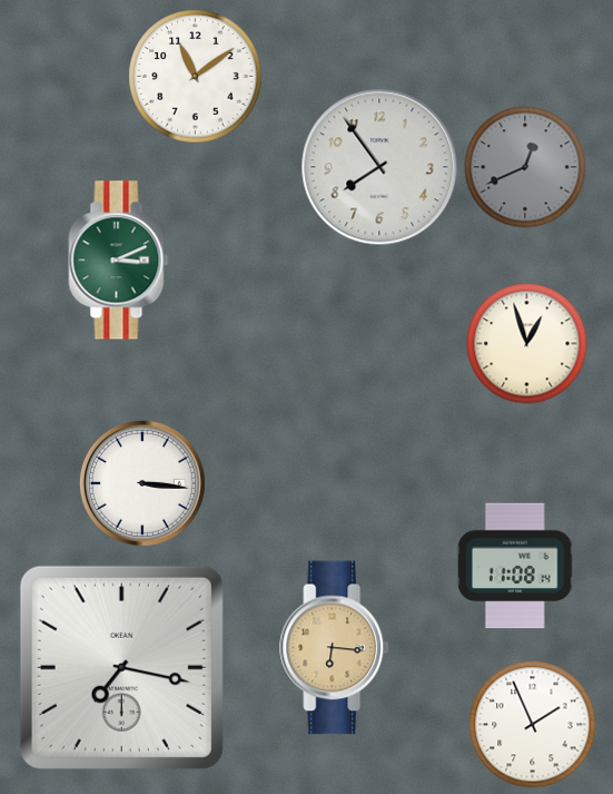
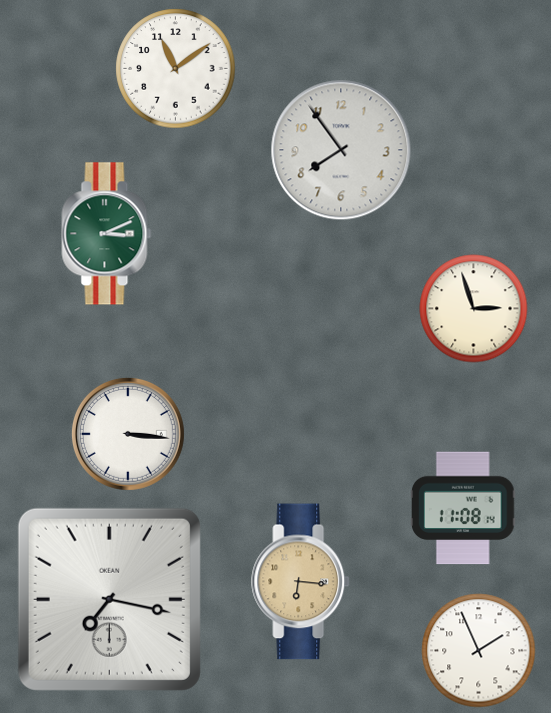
clock at (525, 167): 12:41 -> none
clock at (527, 344): 12:57 -> 2:57
